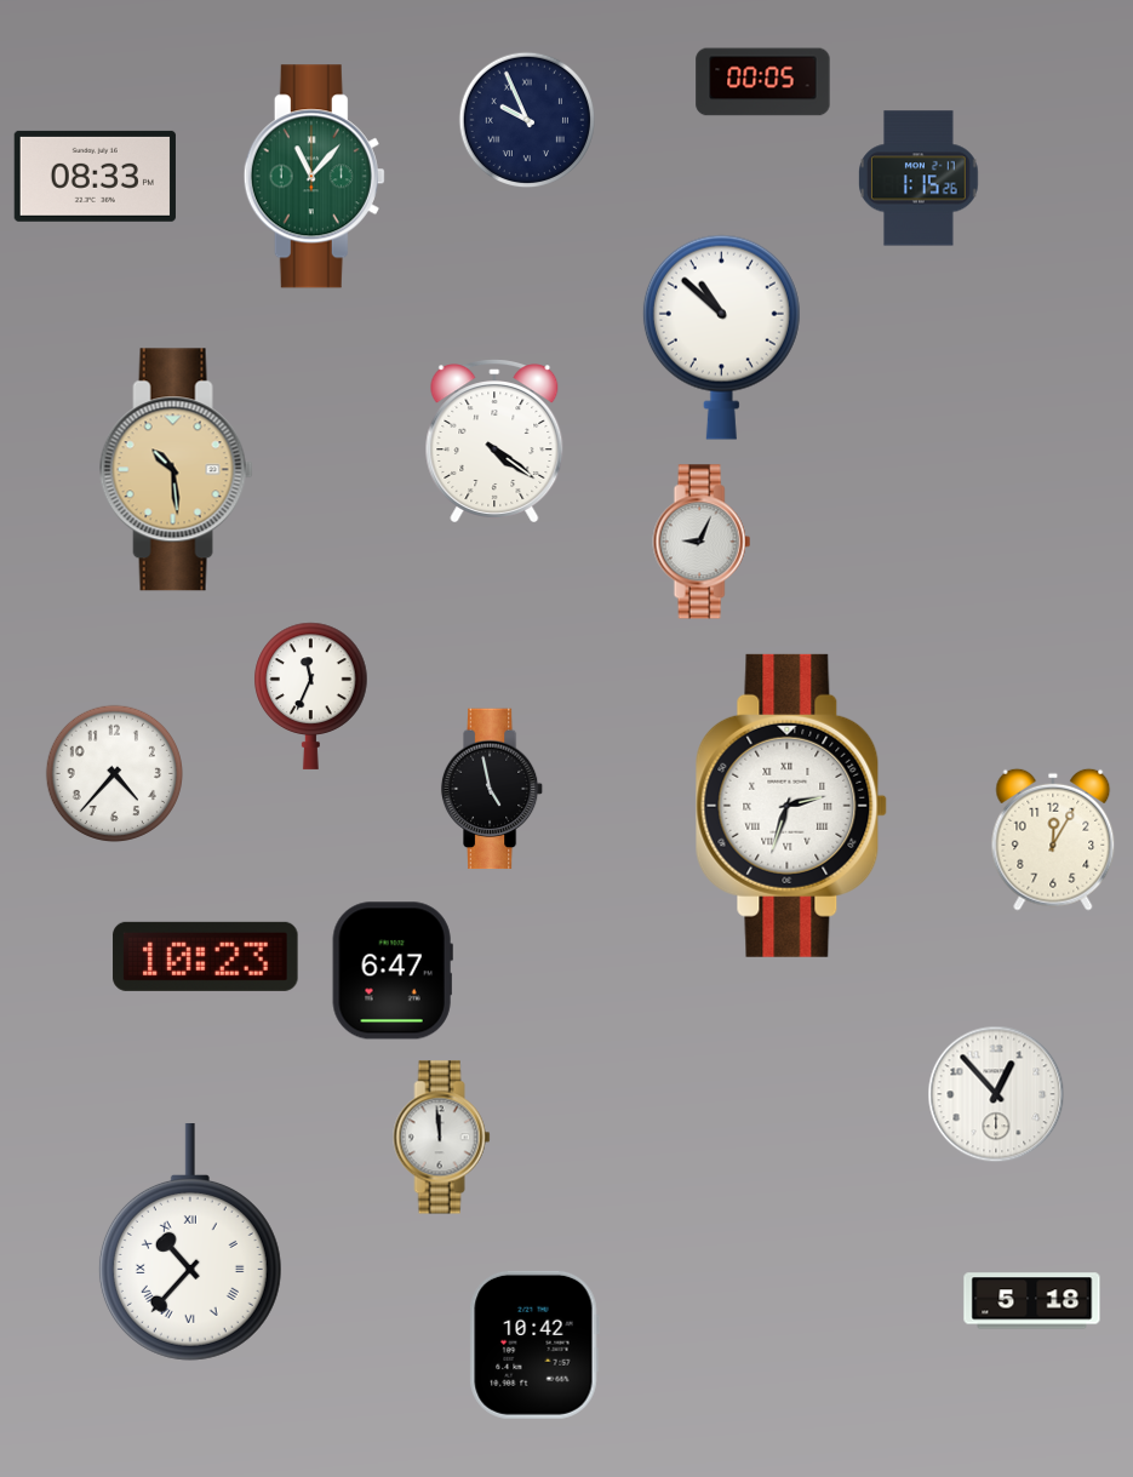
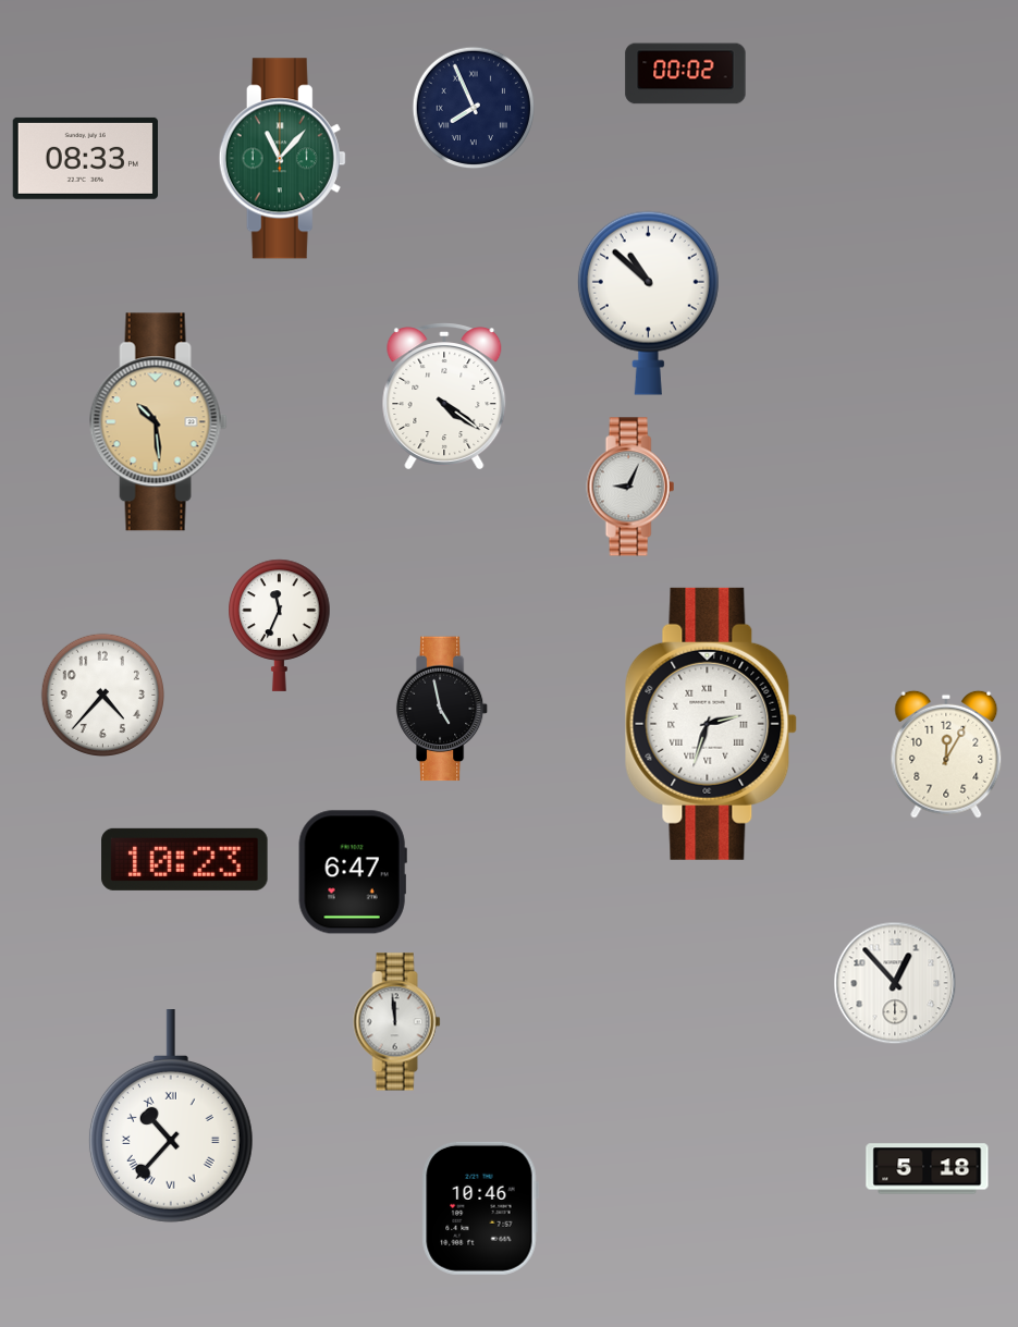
clock at (763, 82): 00:05 -> 00:02
clock at (527, 120): 9:56 -> 7:56
clock at (920, 178): 1:15 -> none
clock at (534, 1345): 10:42 -> 10:46
